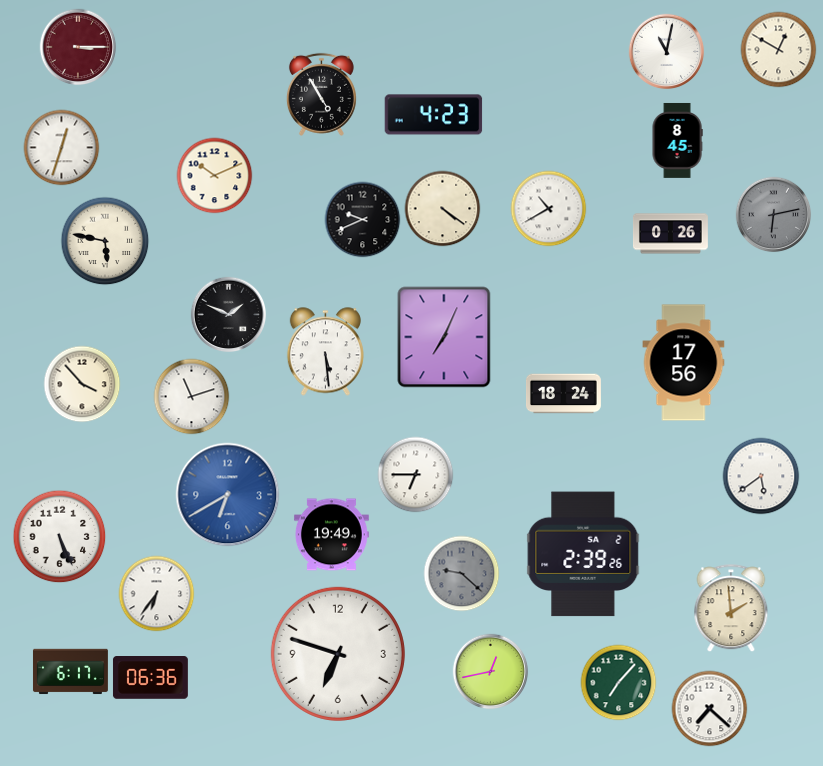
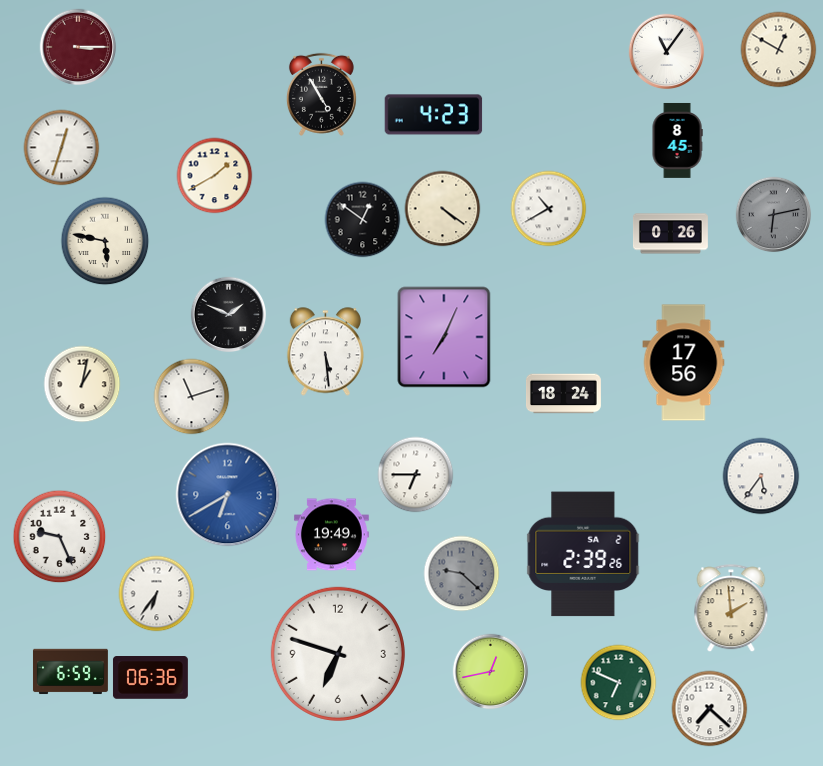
clock at (667, 52): 11:02 -> 11:06
clock at (215, 176): 10:11 -> 1:40
clock at (363, 220): 9:41 -> 12:51
clock at (82, 384): 3:53 -> 1:02
clock at (761, 476): 5:39 -> 5:36
clock at (60, 537): 5:26 -> 9:26
clock at (70, 672): 6:17 -> 6:59
clock at (619, 683): 7:07 -> 6:49
